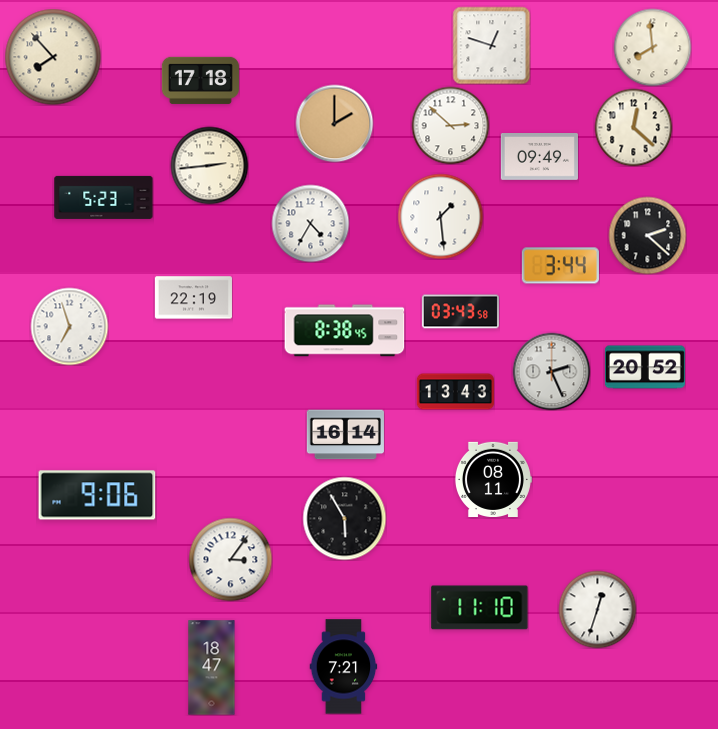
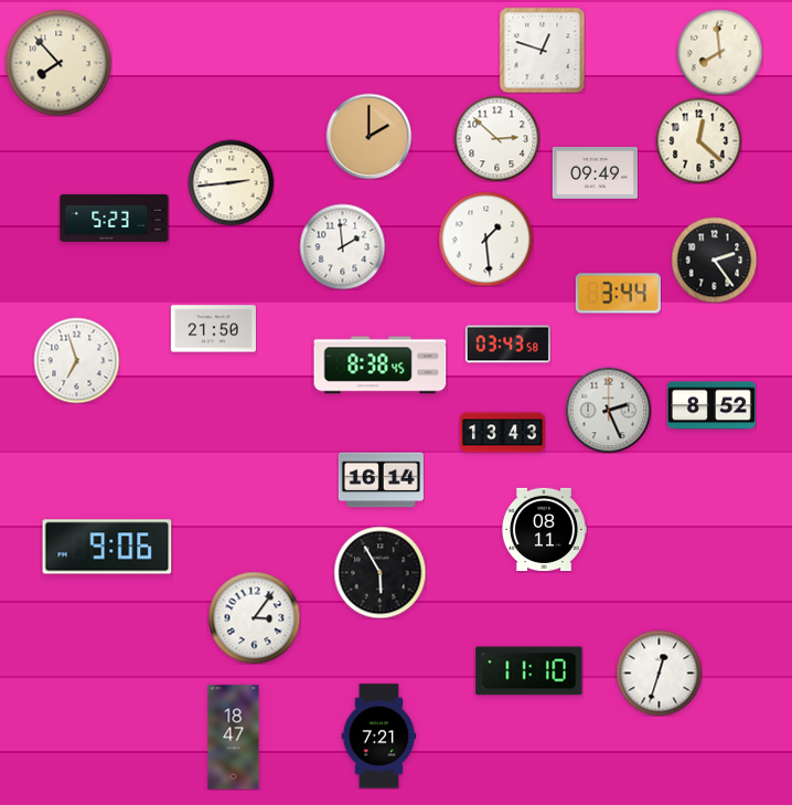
clock at (200, 80): 17:18 -> none
clock at (310, 223): 4:35 -> 1:59
clock at (647, 235): 2:22 -> 2:24
clock at (193, 298): 22:19 -> 21:50
clock at (645, 367): 20:52 -> 8:52
